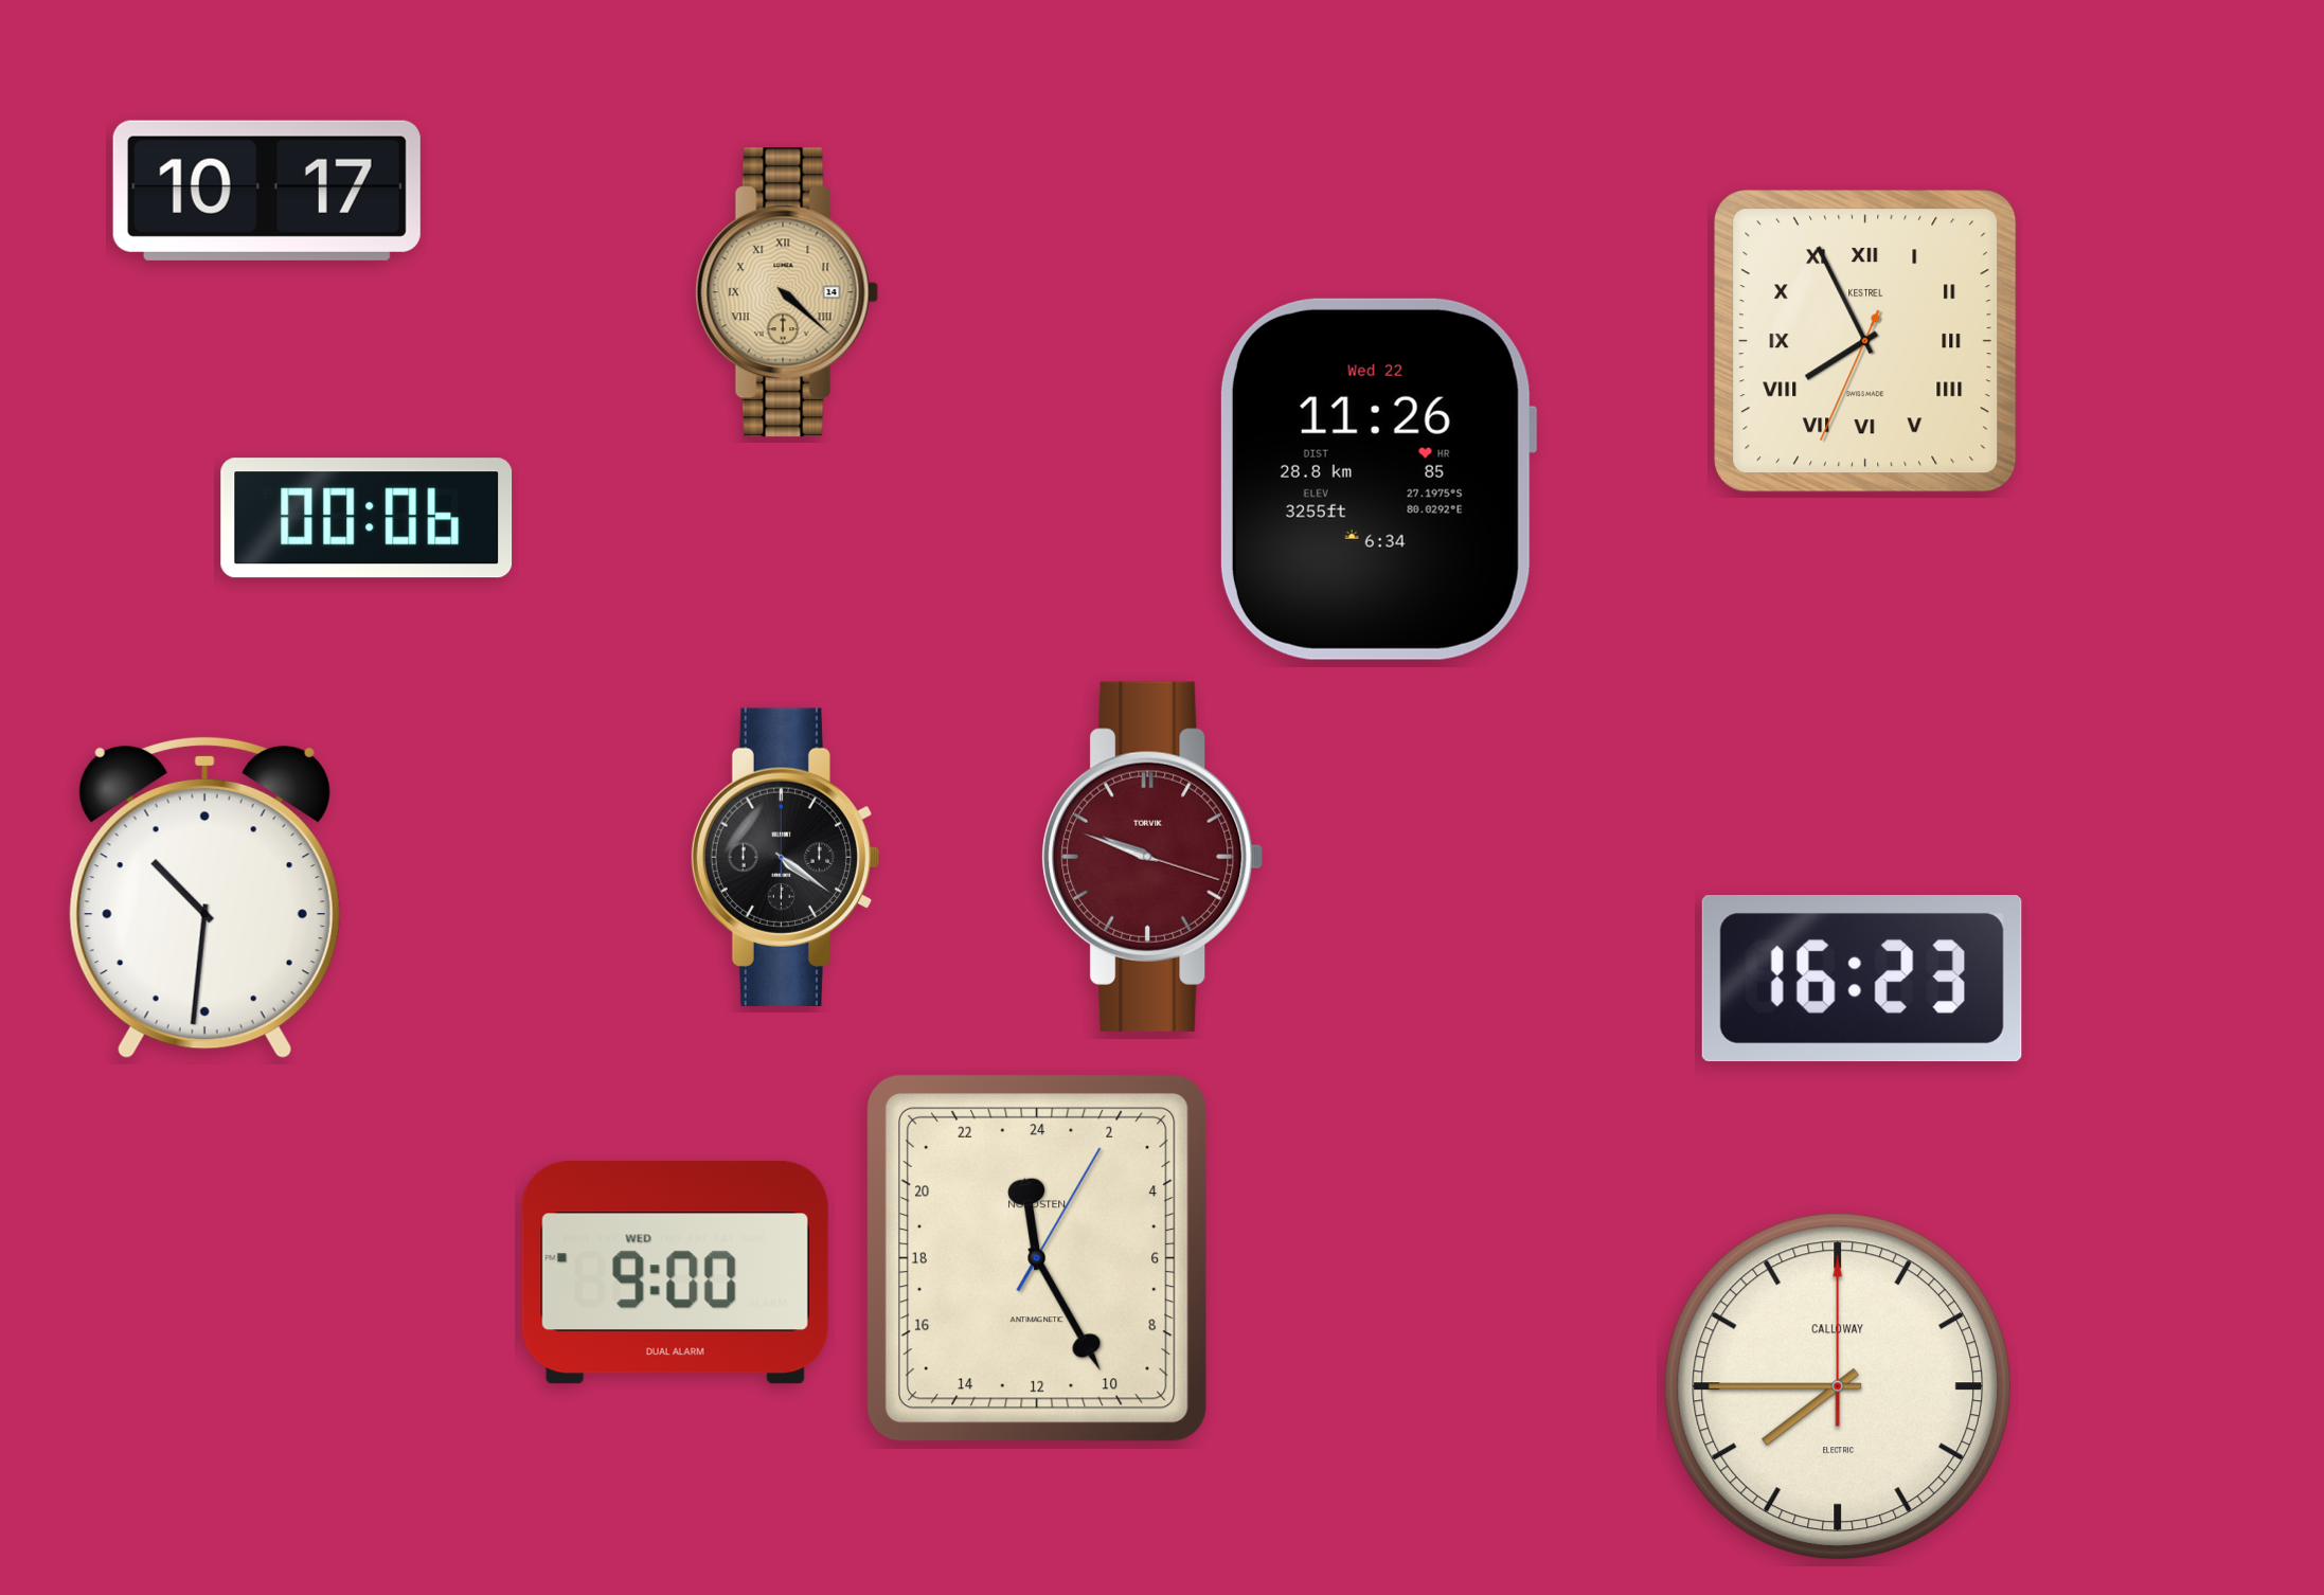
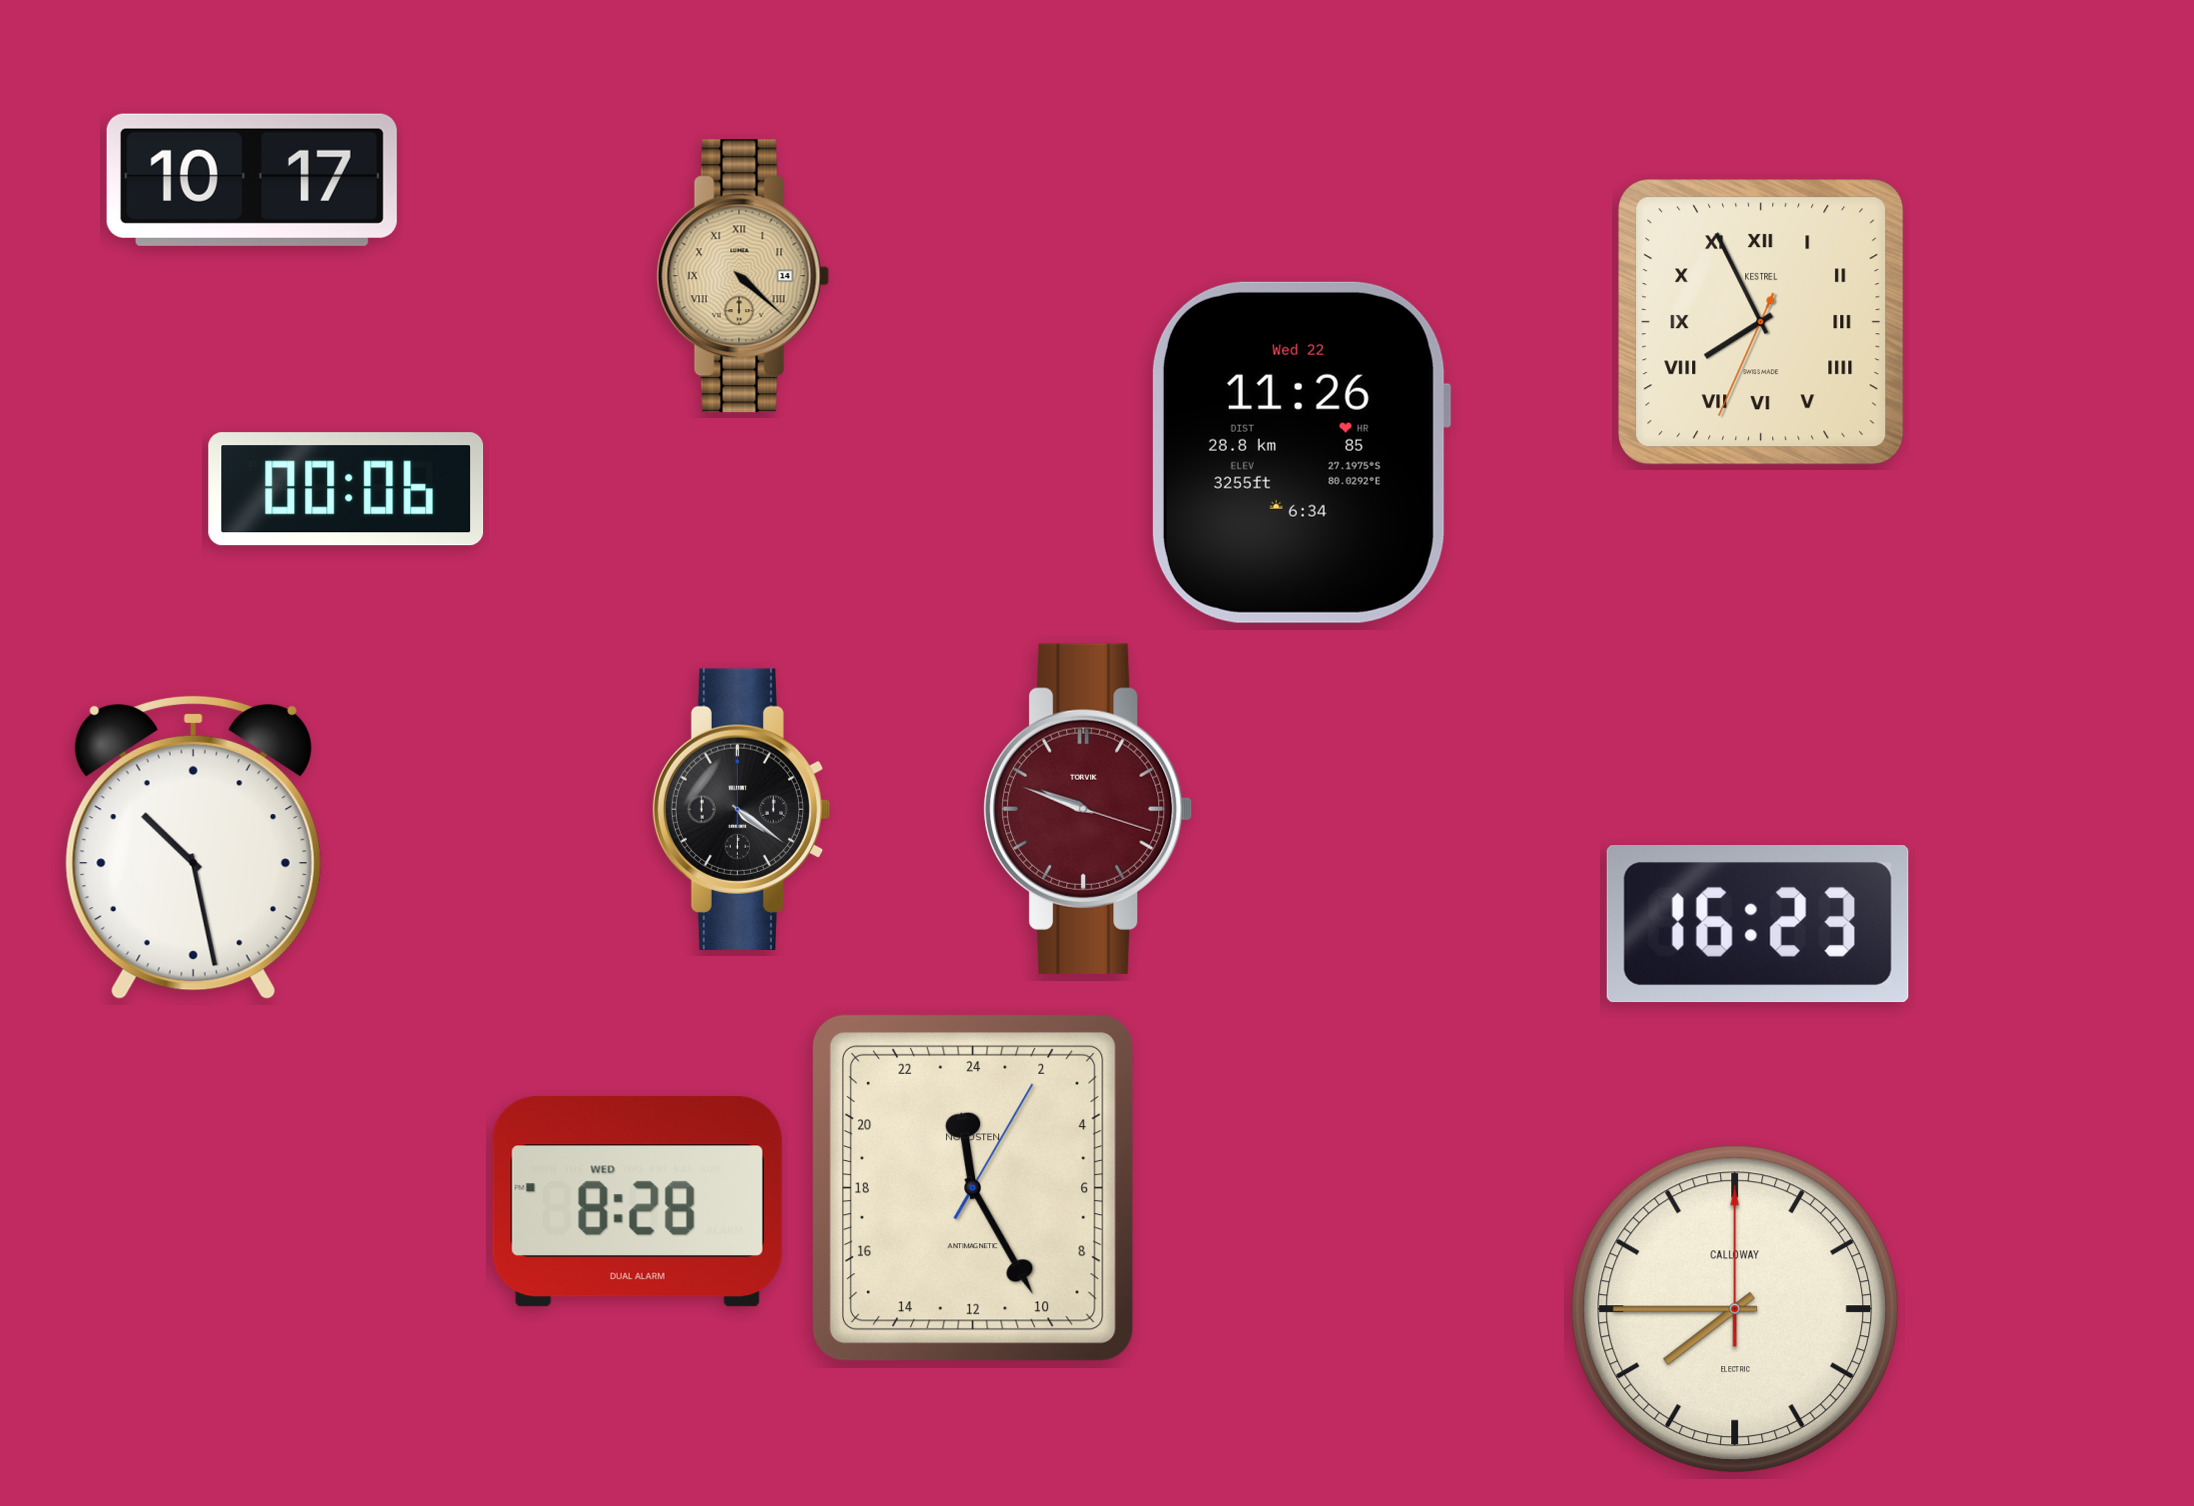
clock at (204, 897): 10:31 -> 10:28
clock at (1037, 1258) position: (1037, 1258) -> (973, 1188)
clock at (675, 1273): 9:00 -> 8:28
